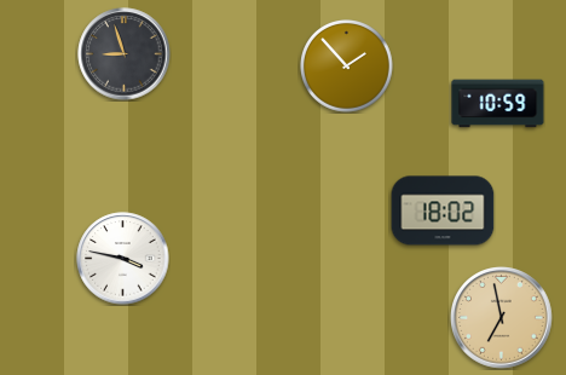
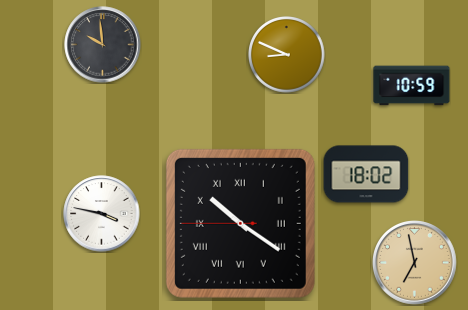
clock at (125, 54): 8:57 -> 9:59
clock at (347, 67): 1:53 -> 8:49
clock at (240, 223): none -> 10:20
